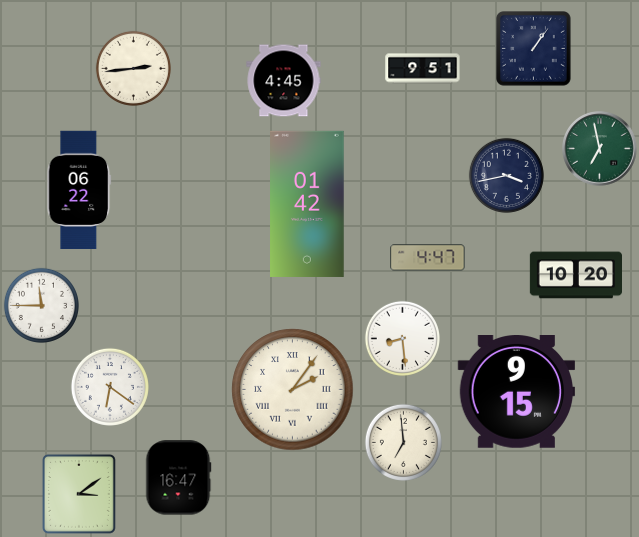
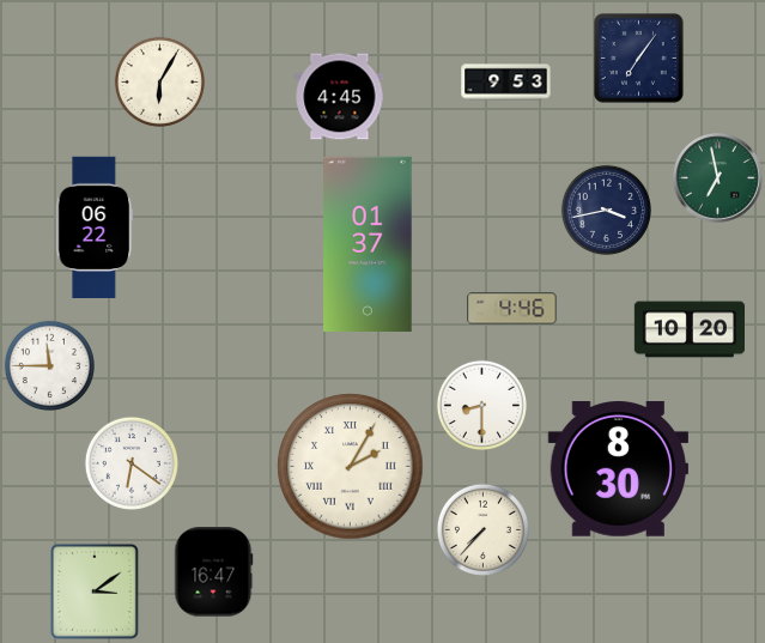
clock at (534, 49): 1:06 -> 7:06
clock at (133, 68): 2:44 -> 6:05
clock at (423, 69): 9:51 -> 9:53
clock at (307, 204): 01:42 -> 01:37
clock at (428, 258): 4:47 -> 4:46
clock at (402, 338): 8:29 -> 8:30
clock at (293, 390): 2:06 -> 2:05
clock at (516, 392): 9:15 -> 8:30
clock at (403, 442): 6:59 -> 7:37
